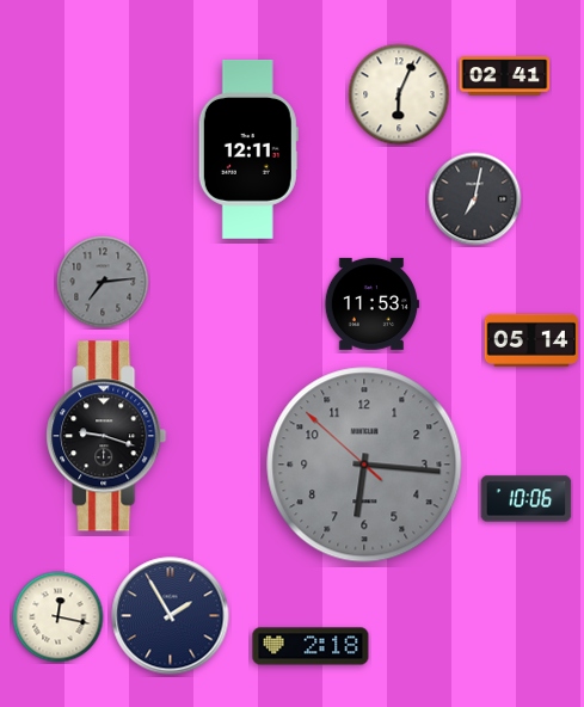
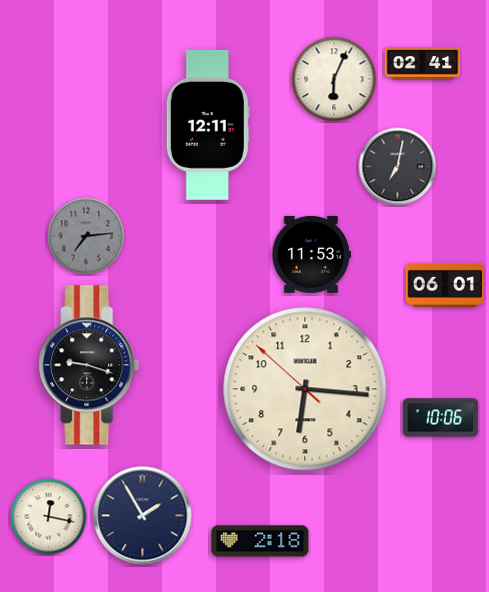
clock at (530, 340): 05:14 -> 06:01
clock at (364, 465) dial: grey -> cream
